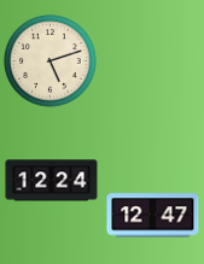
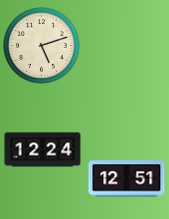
clock at (51, 61) position: (51, 61) -> (42, 46)
clock at (153, 216): 12:47 -> 12:51
